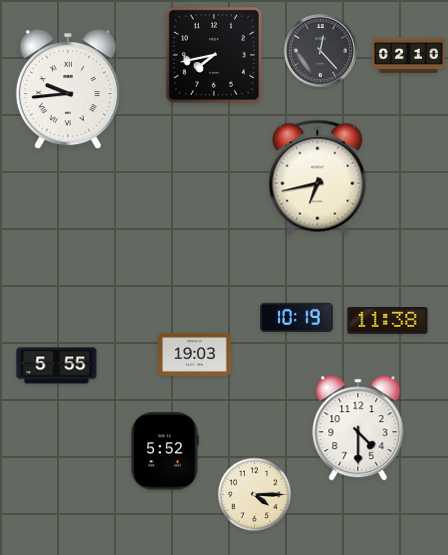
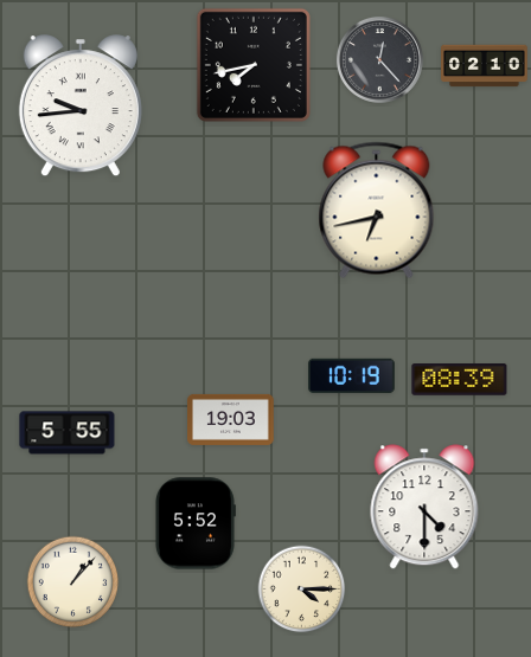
clock at (388, 321): 11:38 -> 08:39
clock at (165, 451) position: (165, 451) -> (196, 523)
clock at (73, 582): none -> 1:07
clock at (255, 495) position: (255, 495) -> (302, 590)
